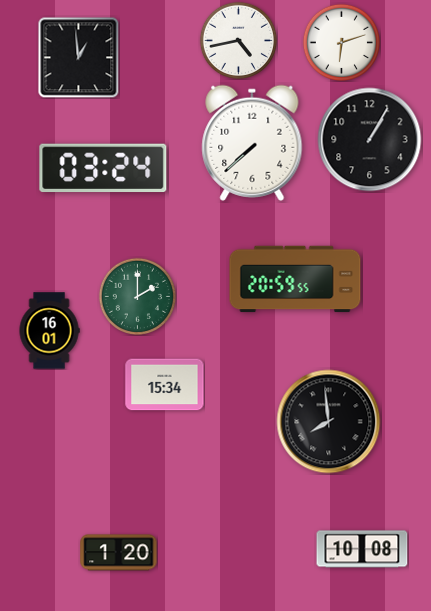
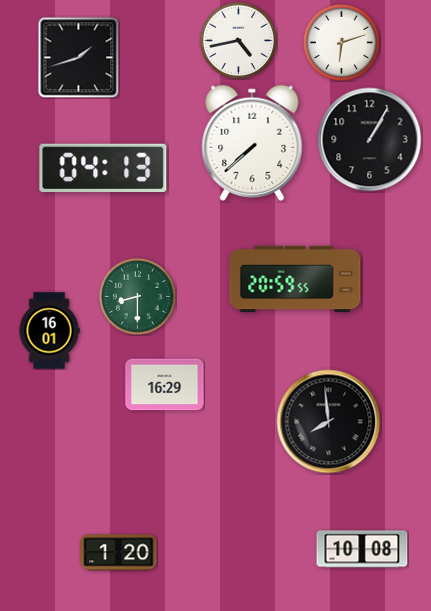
clock at (78, 57): 12:59 -> 1:42
clock at (103, 168): 03:24 -> 04:13
clock at (137, 296): 2:00 -> 8:30
clock at (165, 385): 15:34 -> 16:29
